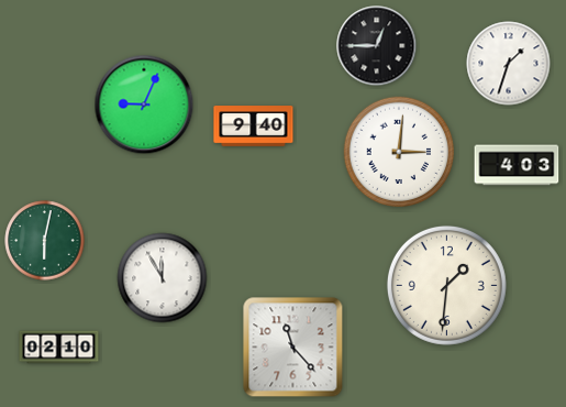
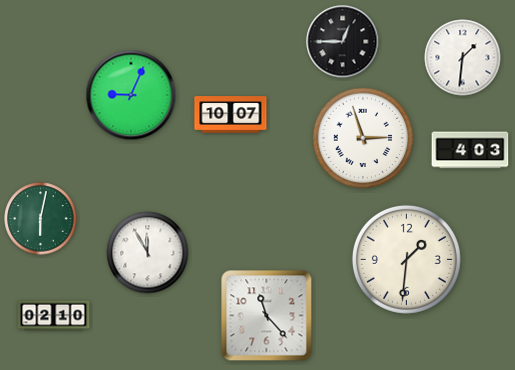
clock at (509, 64): 1:33 -> 1:31
clock at (254, 127): 9:40 -> 10:07
clock at (399, 152): 3:01 -> 2:57
